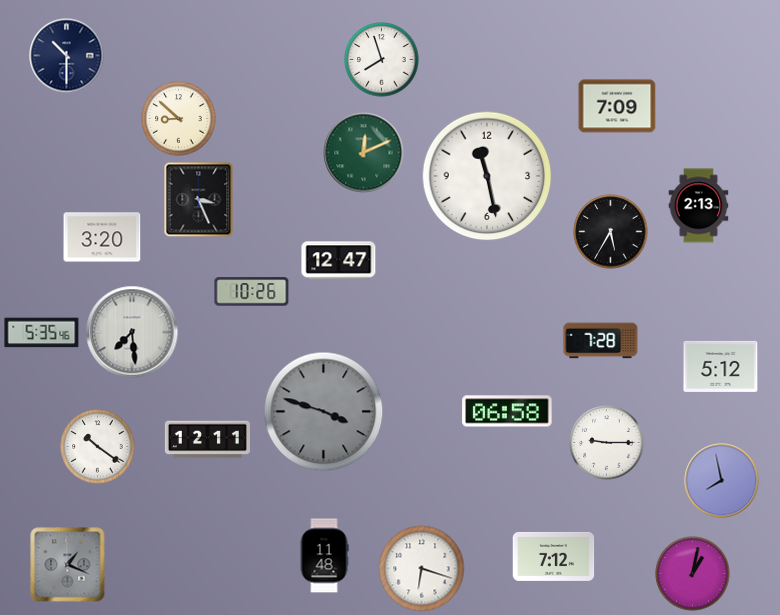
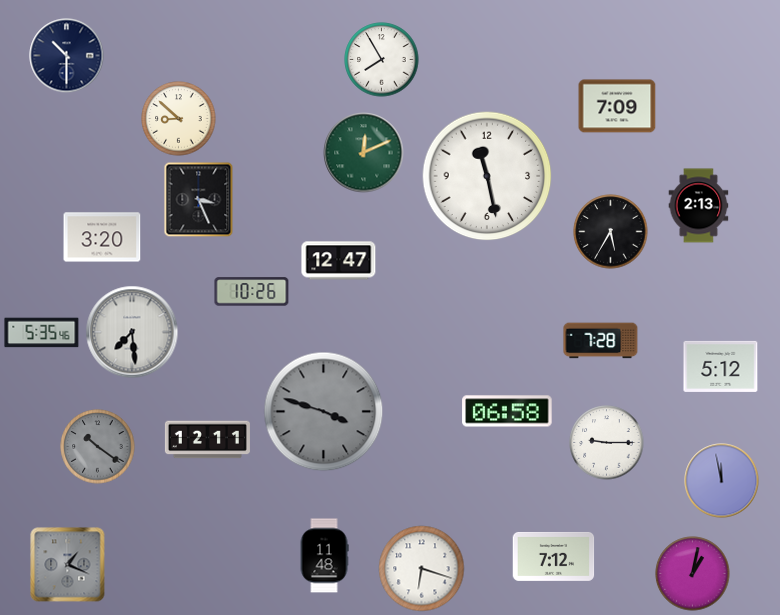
clock at (382, 60): 7:57 -> 7:55
clock at (98, 447) dial: white -> grey
clock at (722, 481): 7:58 -> 11:58
